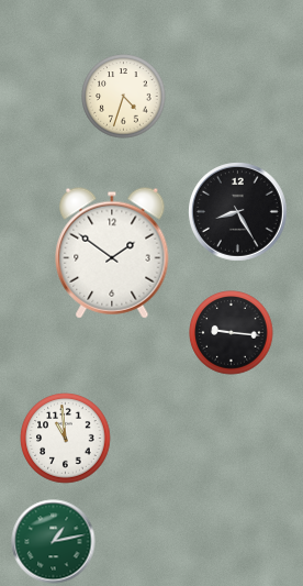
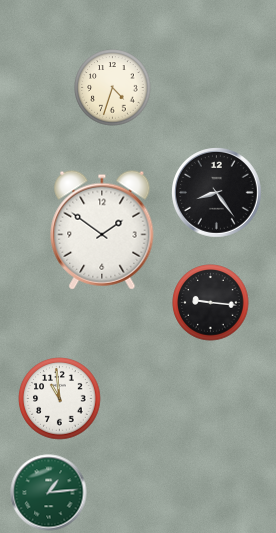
clock at (238, 212): 8:25 -> 8:24
clock at (54, 542): 1:13 -> 1:14
